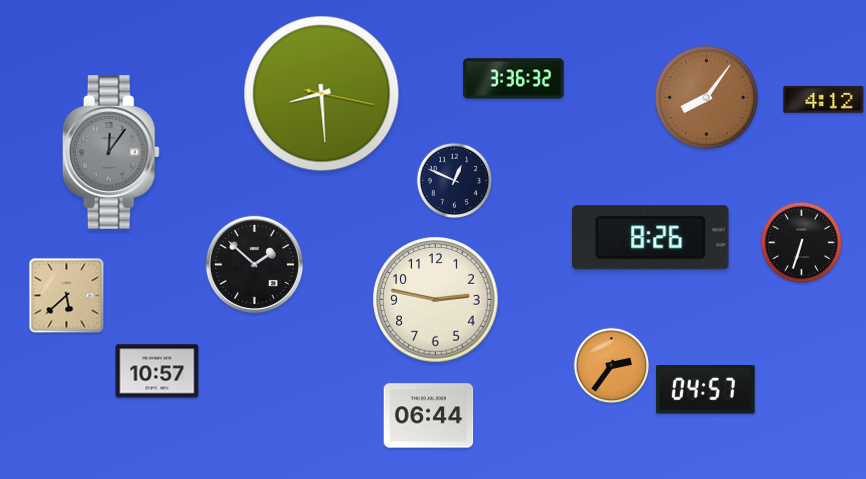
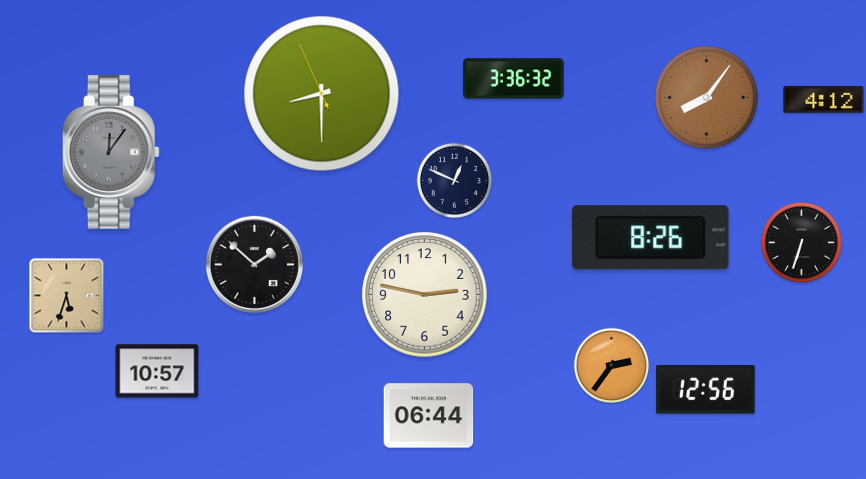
clock at (322, 94): 8:29:17 -> 8:29:56
clock at (67, 296): 5:38 -> 5:33
clock at (436, 300) position: (436, 300) -> (425, 295)
clock at (706, 390): 04:57 -> 12:56
